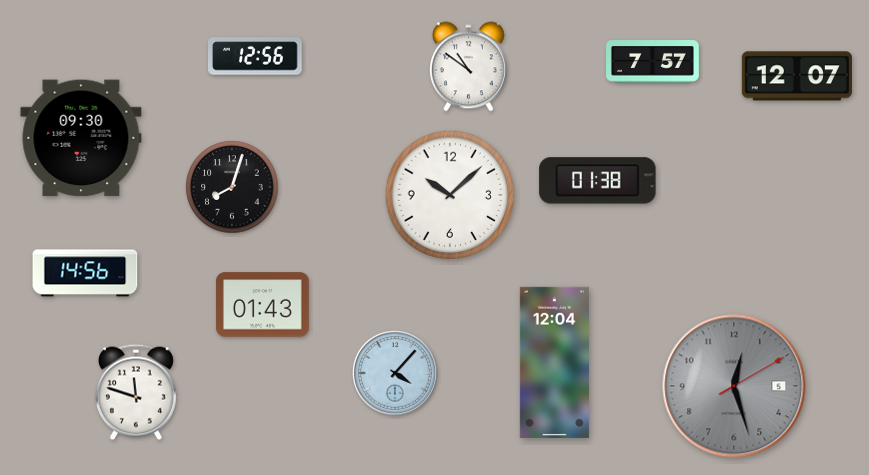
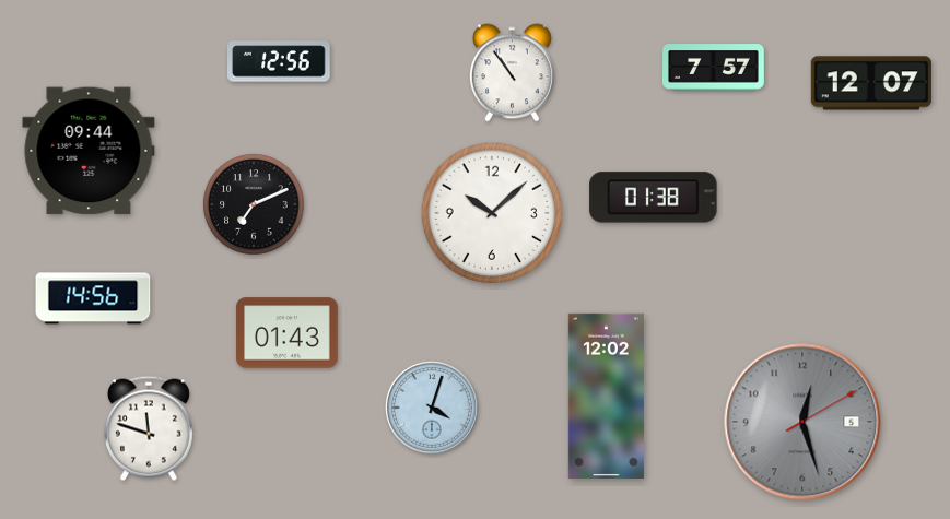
clock at (468, 67): 10:51 -> 10:54
clock at (81, 138): 09:30 -> 09:44
clock at (232, 187): 8:03 -> 7:11
clock at (554, 362): 12:04 -> 12:02
clock at (396, 374): 4:07 -> 4:03
